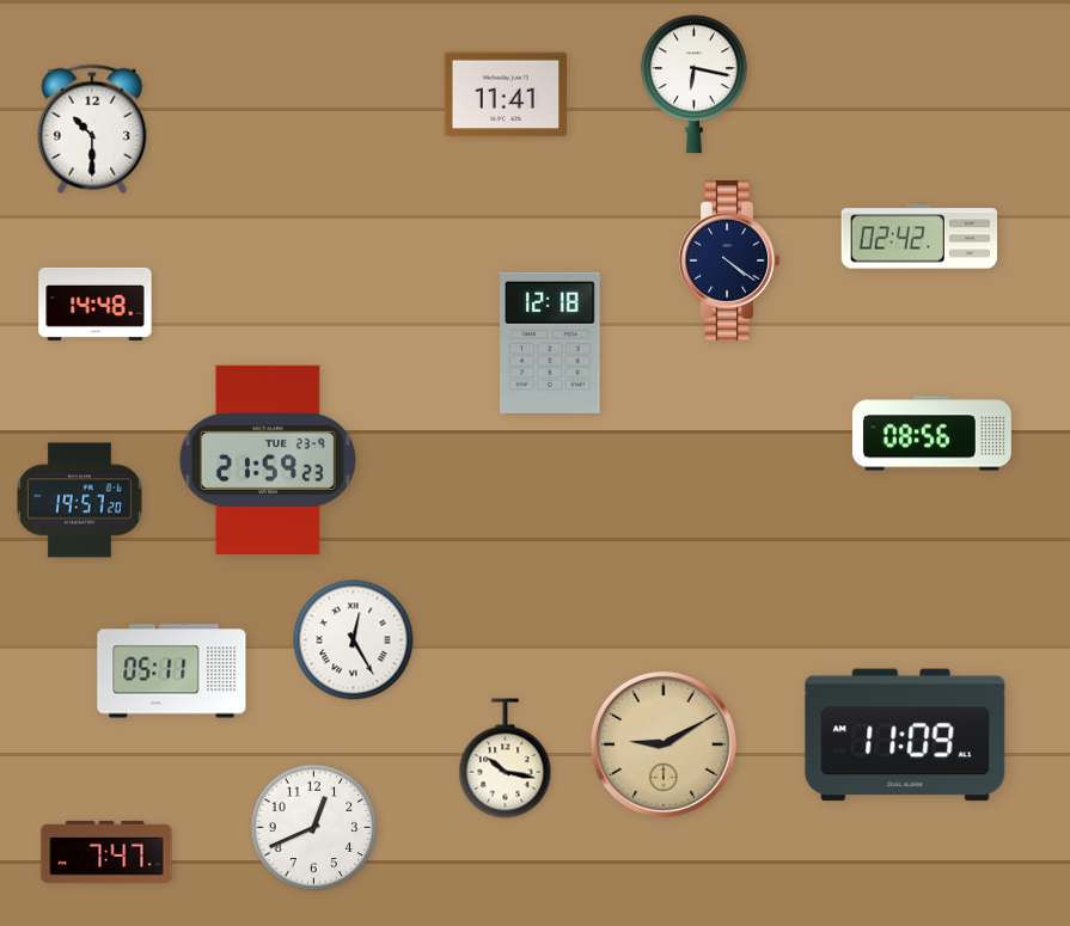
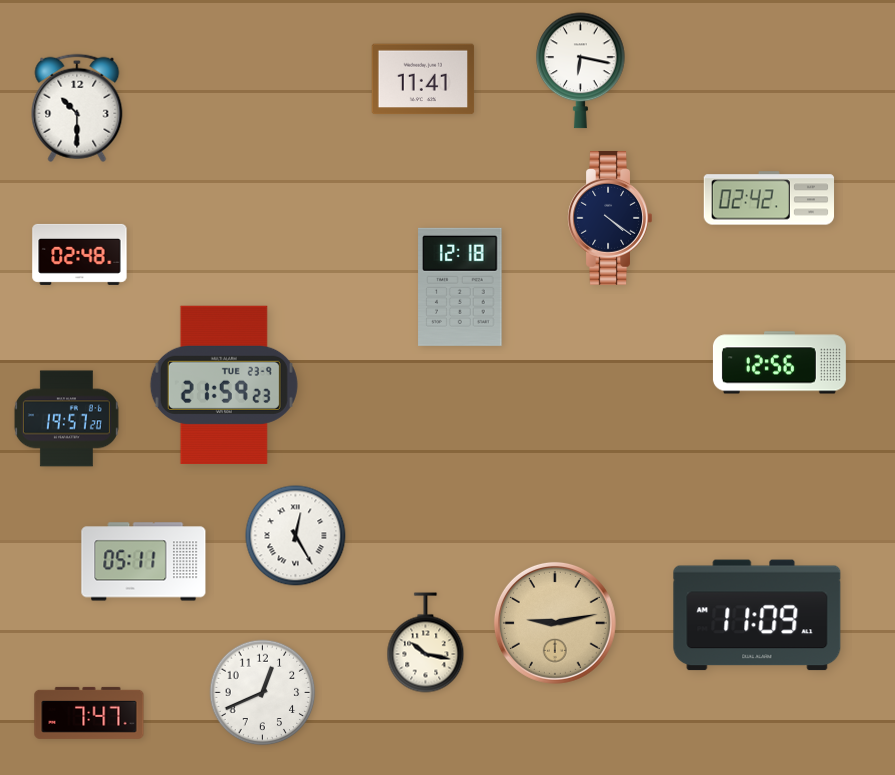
clock at (96, 303): 14:48 -> 02:48
clock at (931, 434): 08:56 -> 12:56
clock at (664, 744): 9:10 -> 9:13
clock at (506, 759) position: (506, 759) -> (426, 643)
